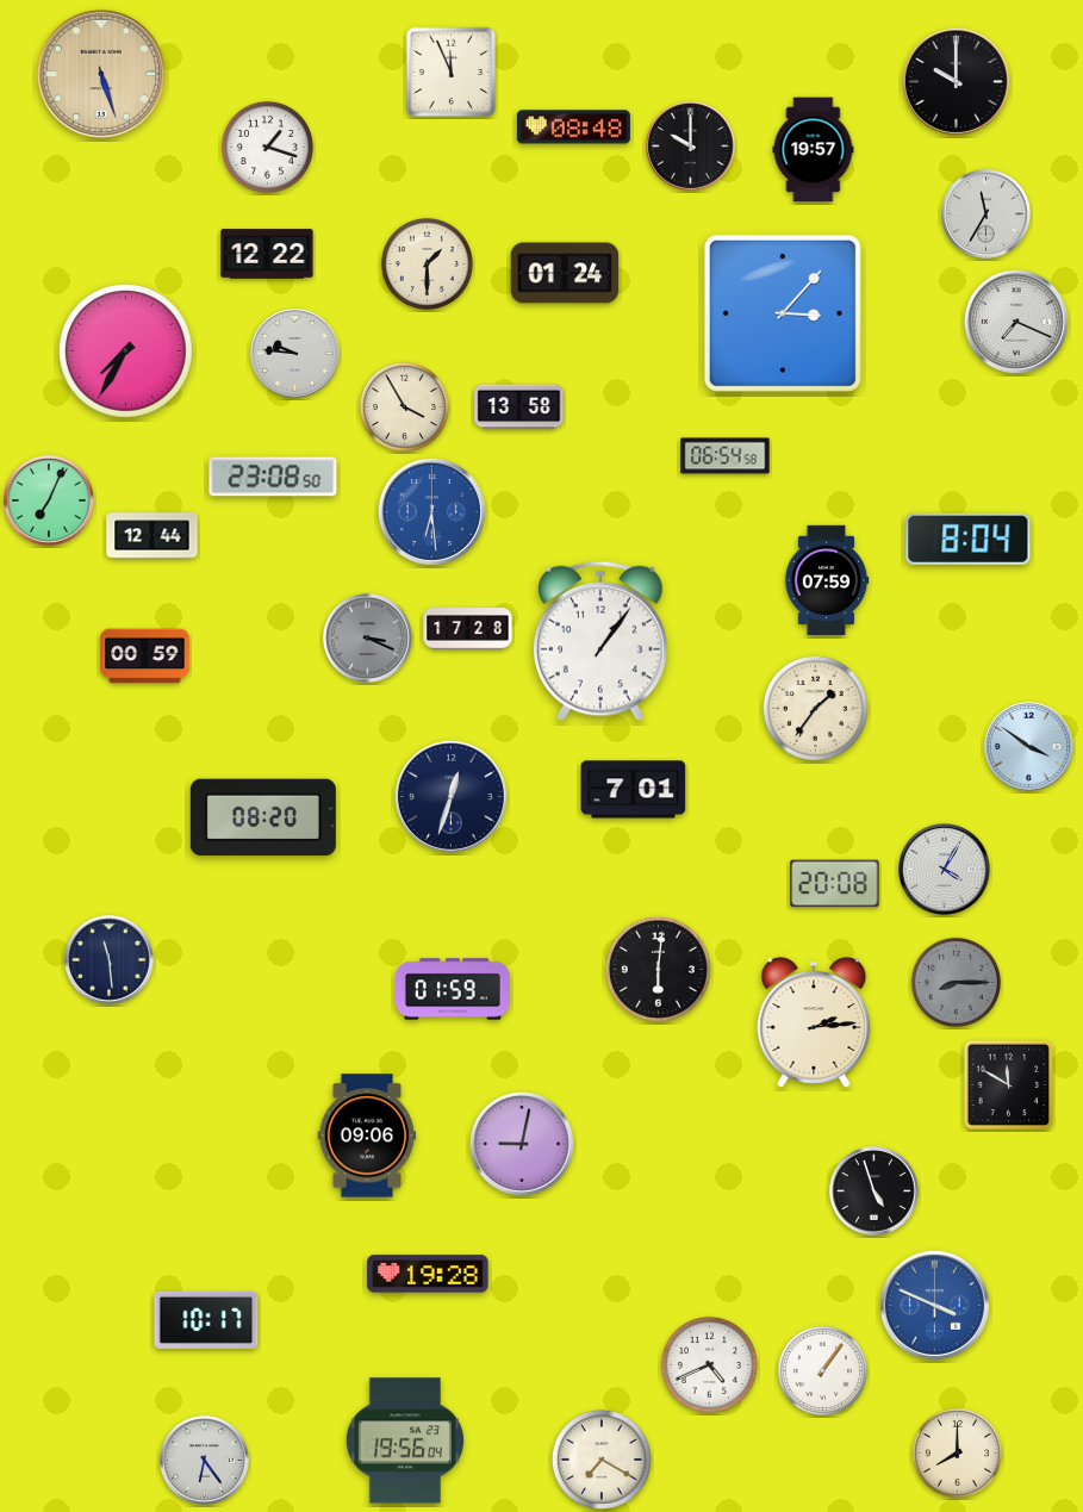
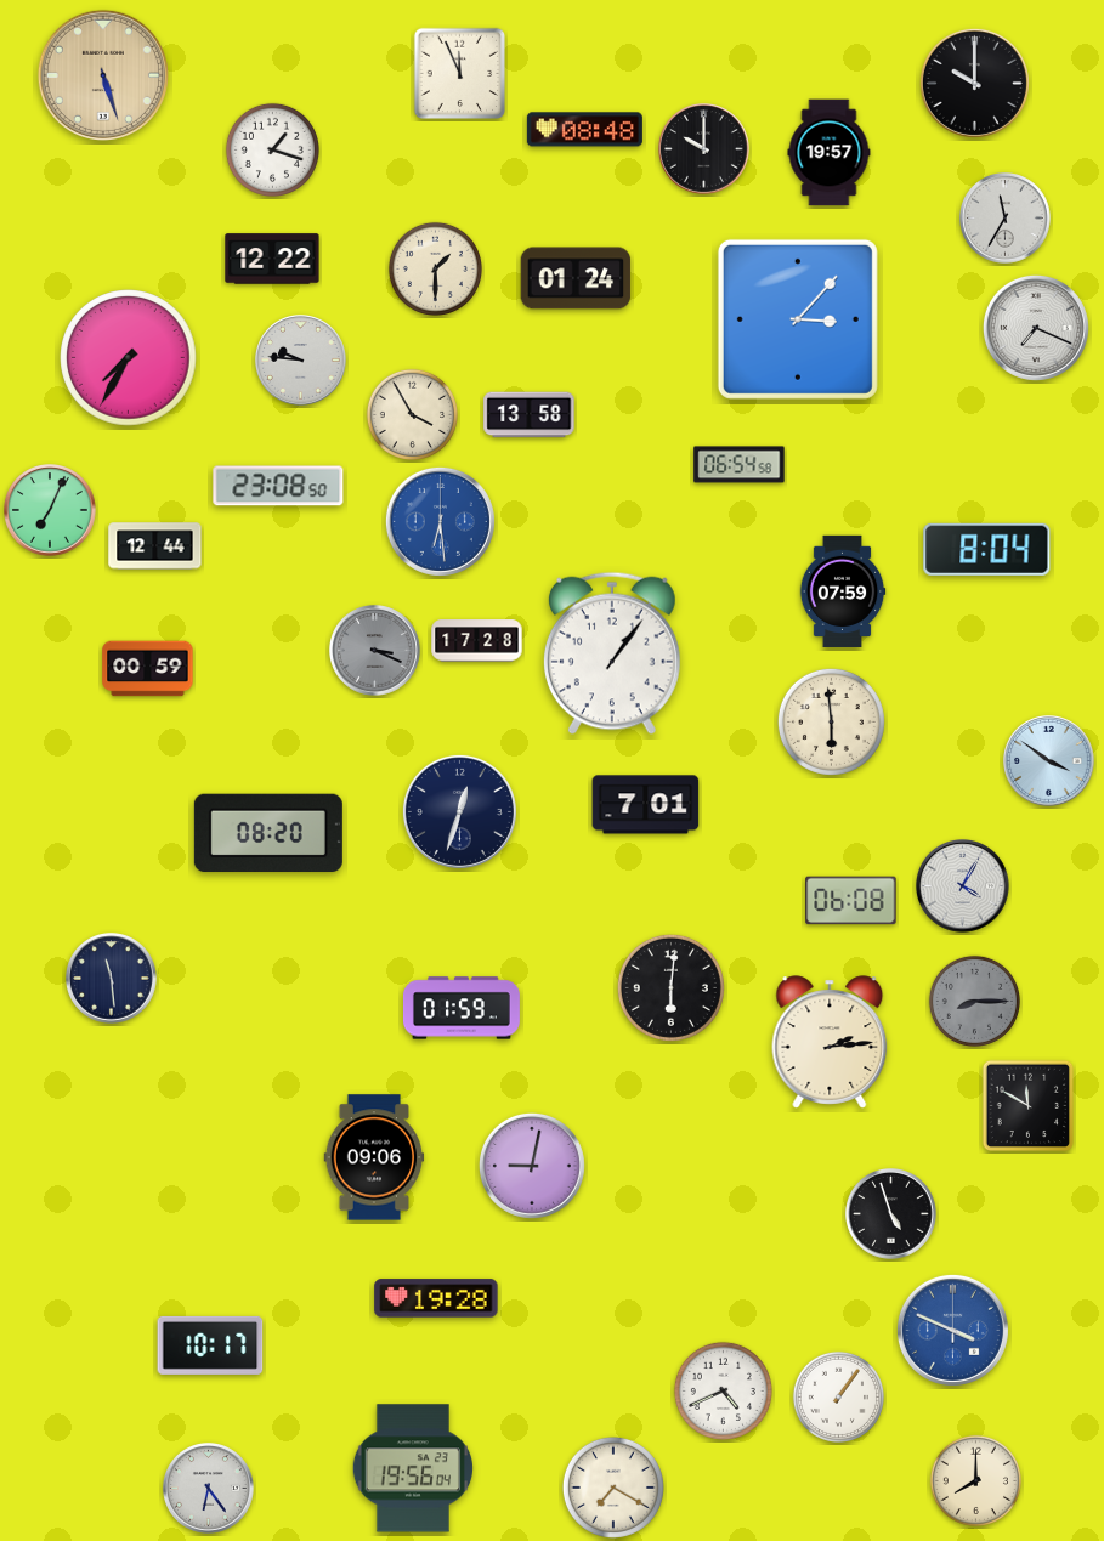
clock at (815, 708): 1:36 -> 5:59
clock at (835, 884): 20:08 -> 06:08
